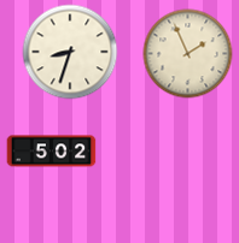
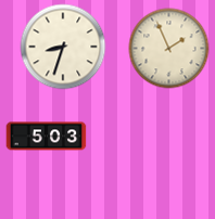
clock at (52, 152): 5:02 -> 5:03
